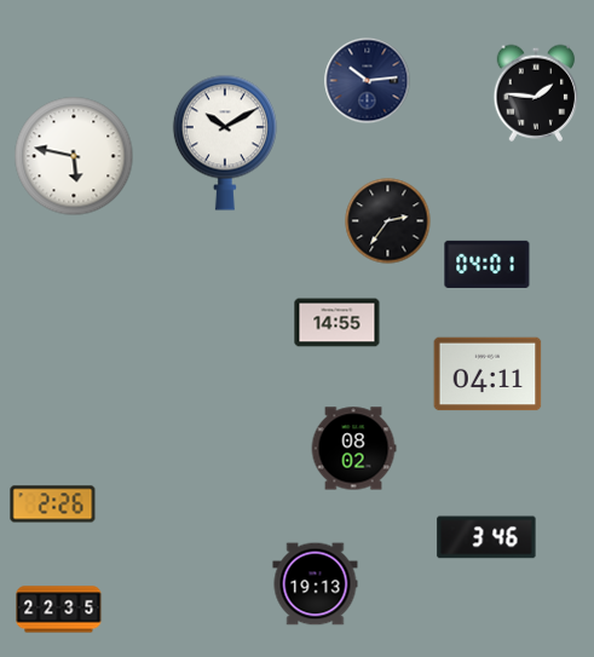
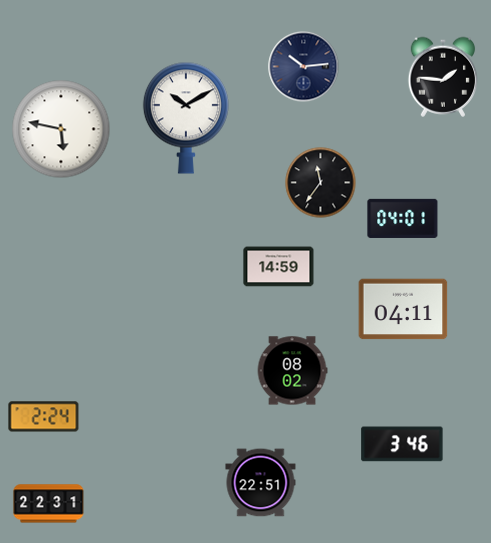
clock at (388, 221): 2:36 -> 11:36
clock at (338, 323): 14:55 -> 14:59
clock at (53, 505): 2:26 -> 2:24
clock at (316, 584): 19:13 -> 22:51
clock at (59, 610): 22:35 -> 22:31
